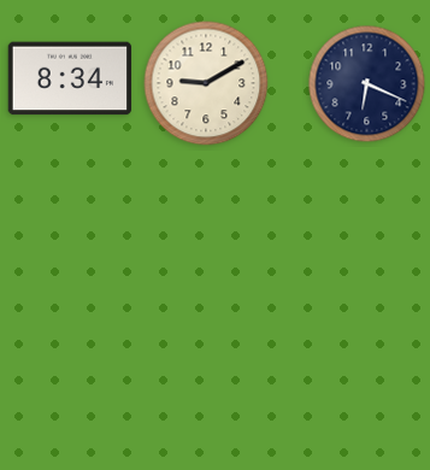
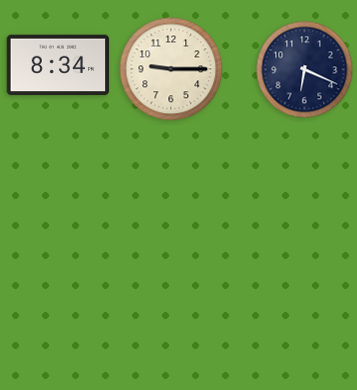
clock at (206, 83): 9:10 -> 9:15
